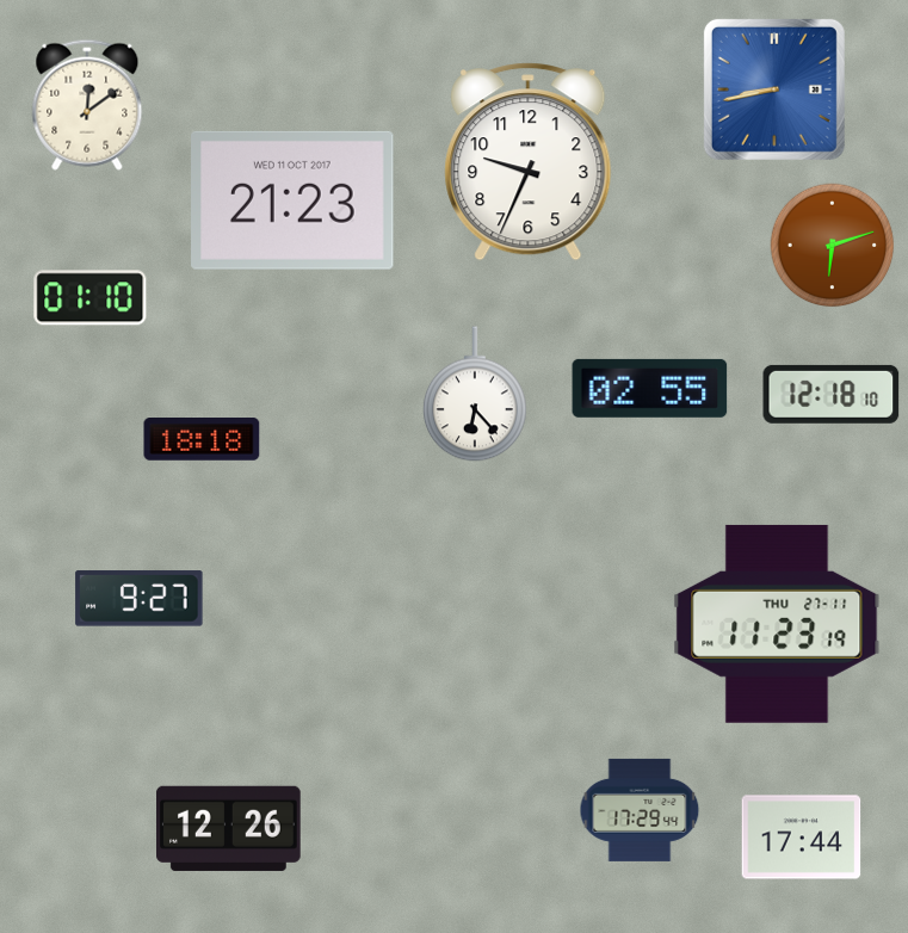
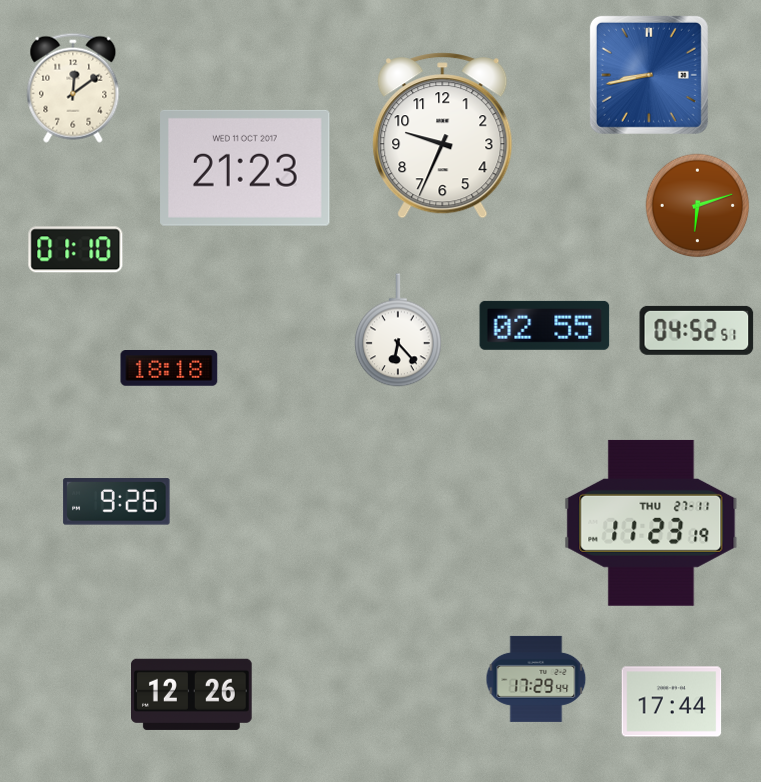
clock at (832, 394): 12:18 -> 04:52
clock at (140, 599): 9:27 -> 9:26
